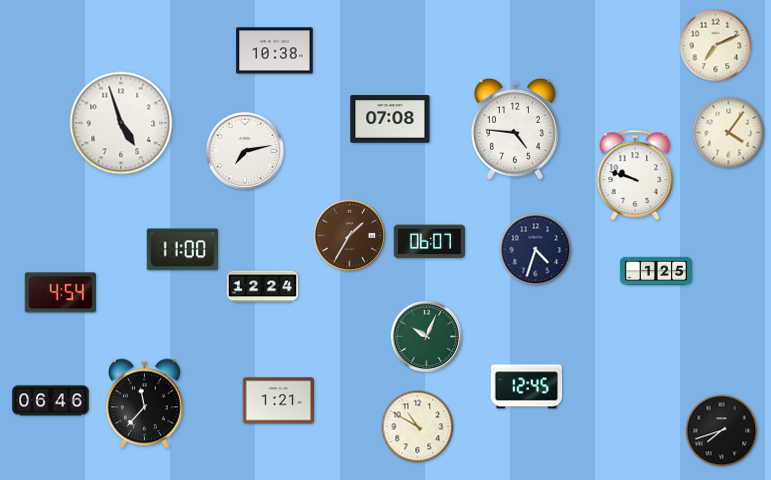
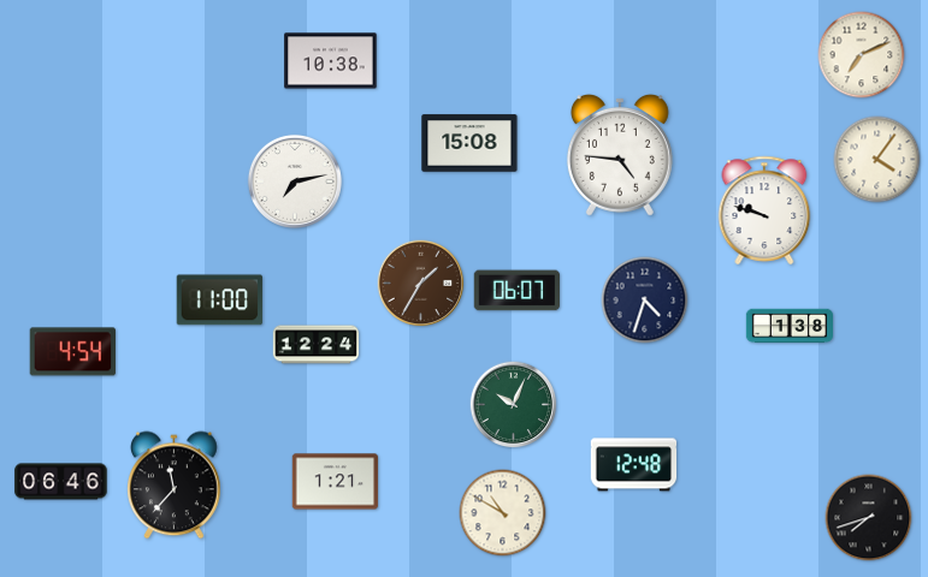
clock at (390, 119): 07:08 -> 15:08
clock at (121, 123): 4:57 -> none
clock at (655, 271): 1:25 -> 1:38
clock at (527, 387): 12:45 -> 12:48
